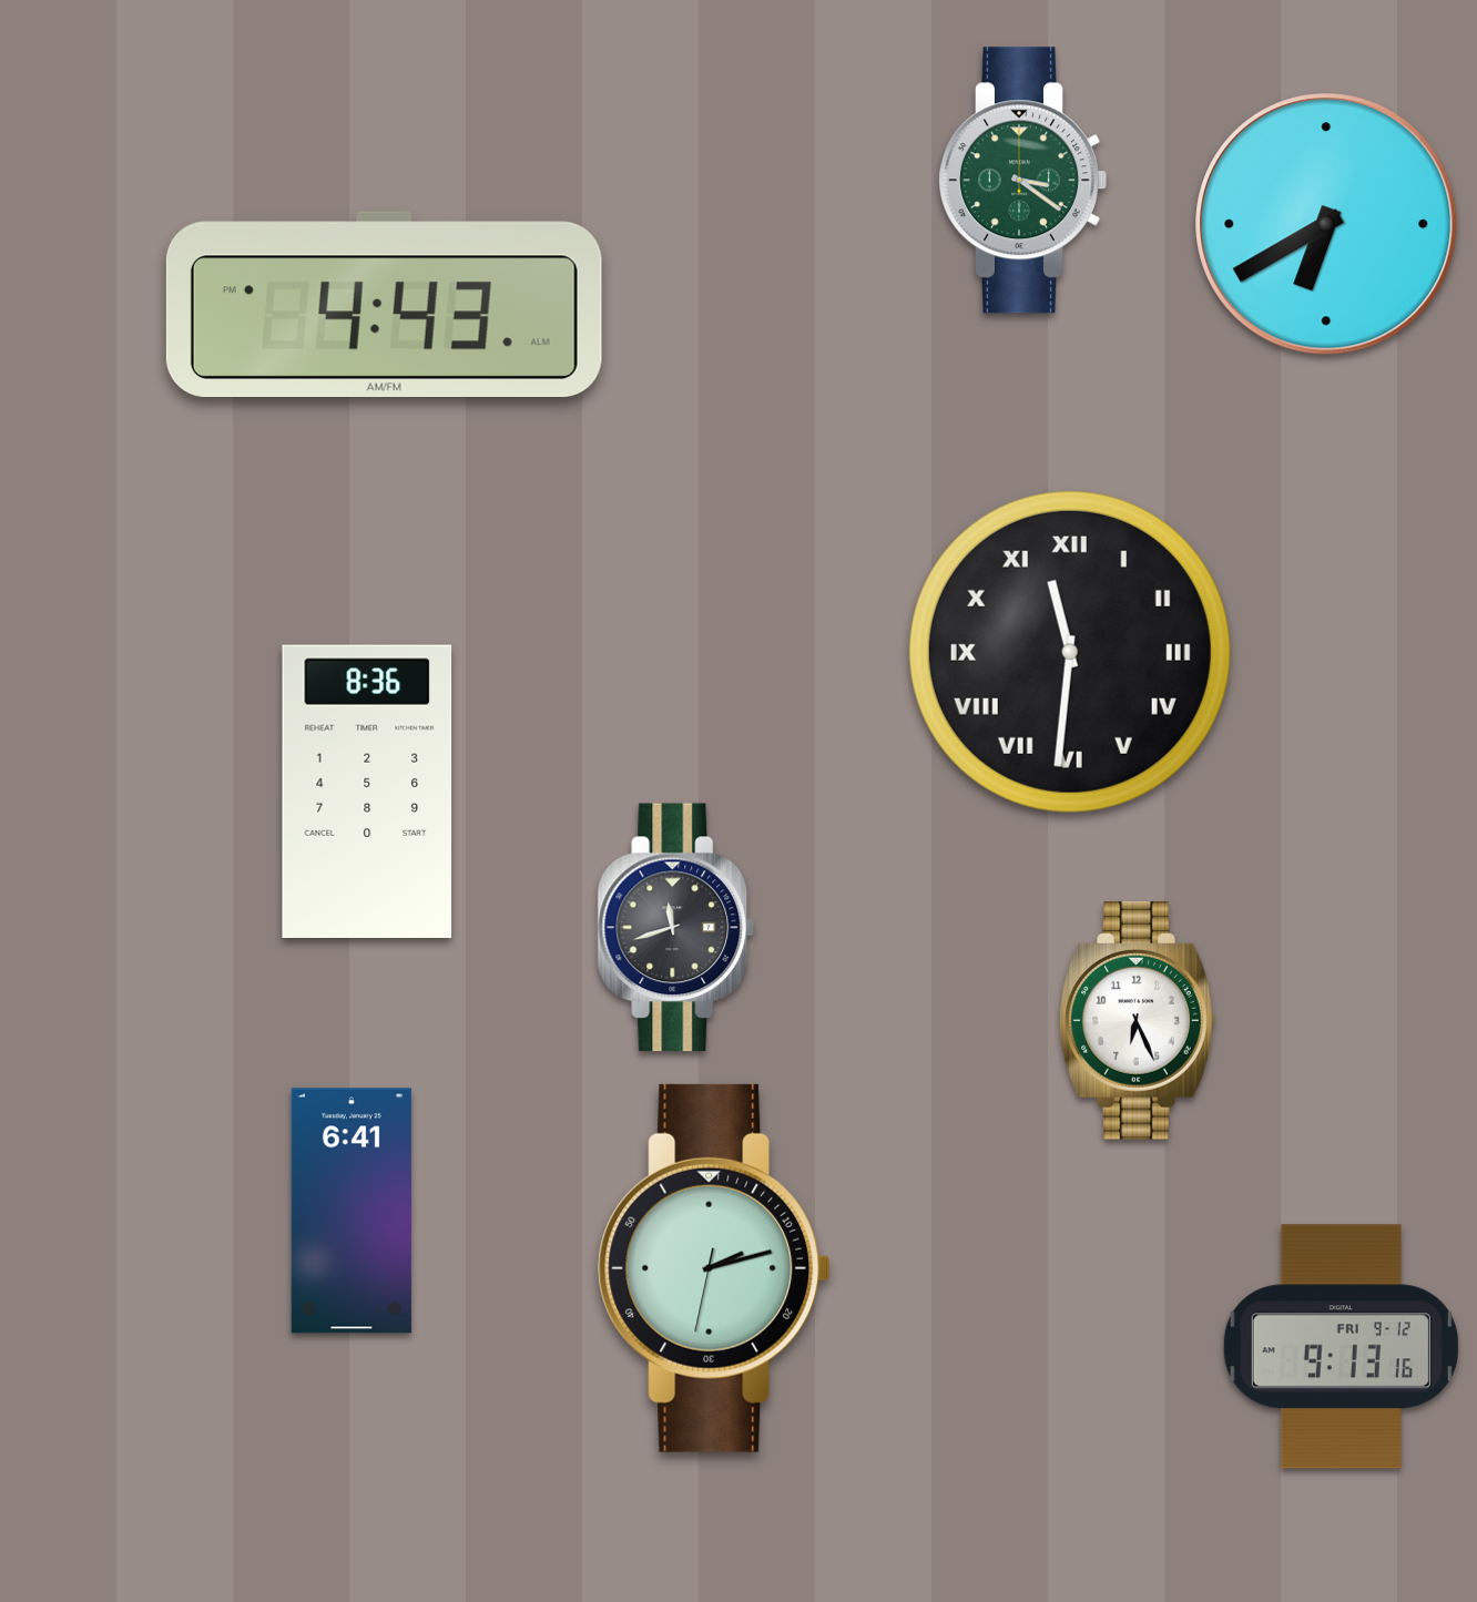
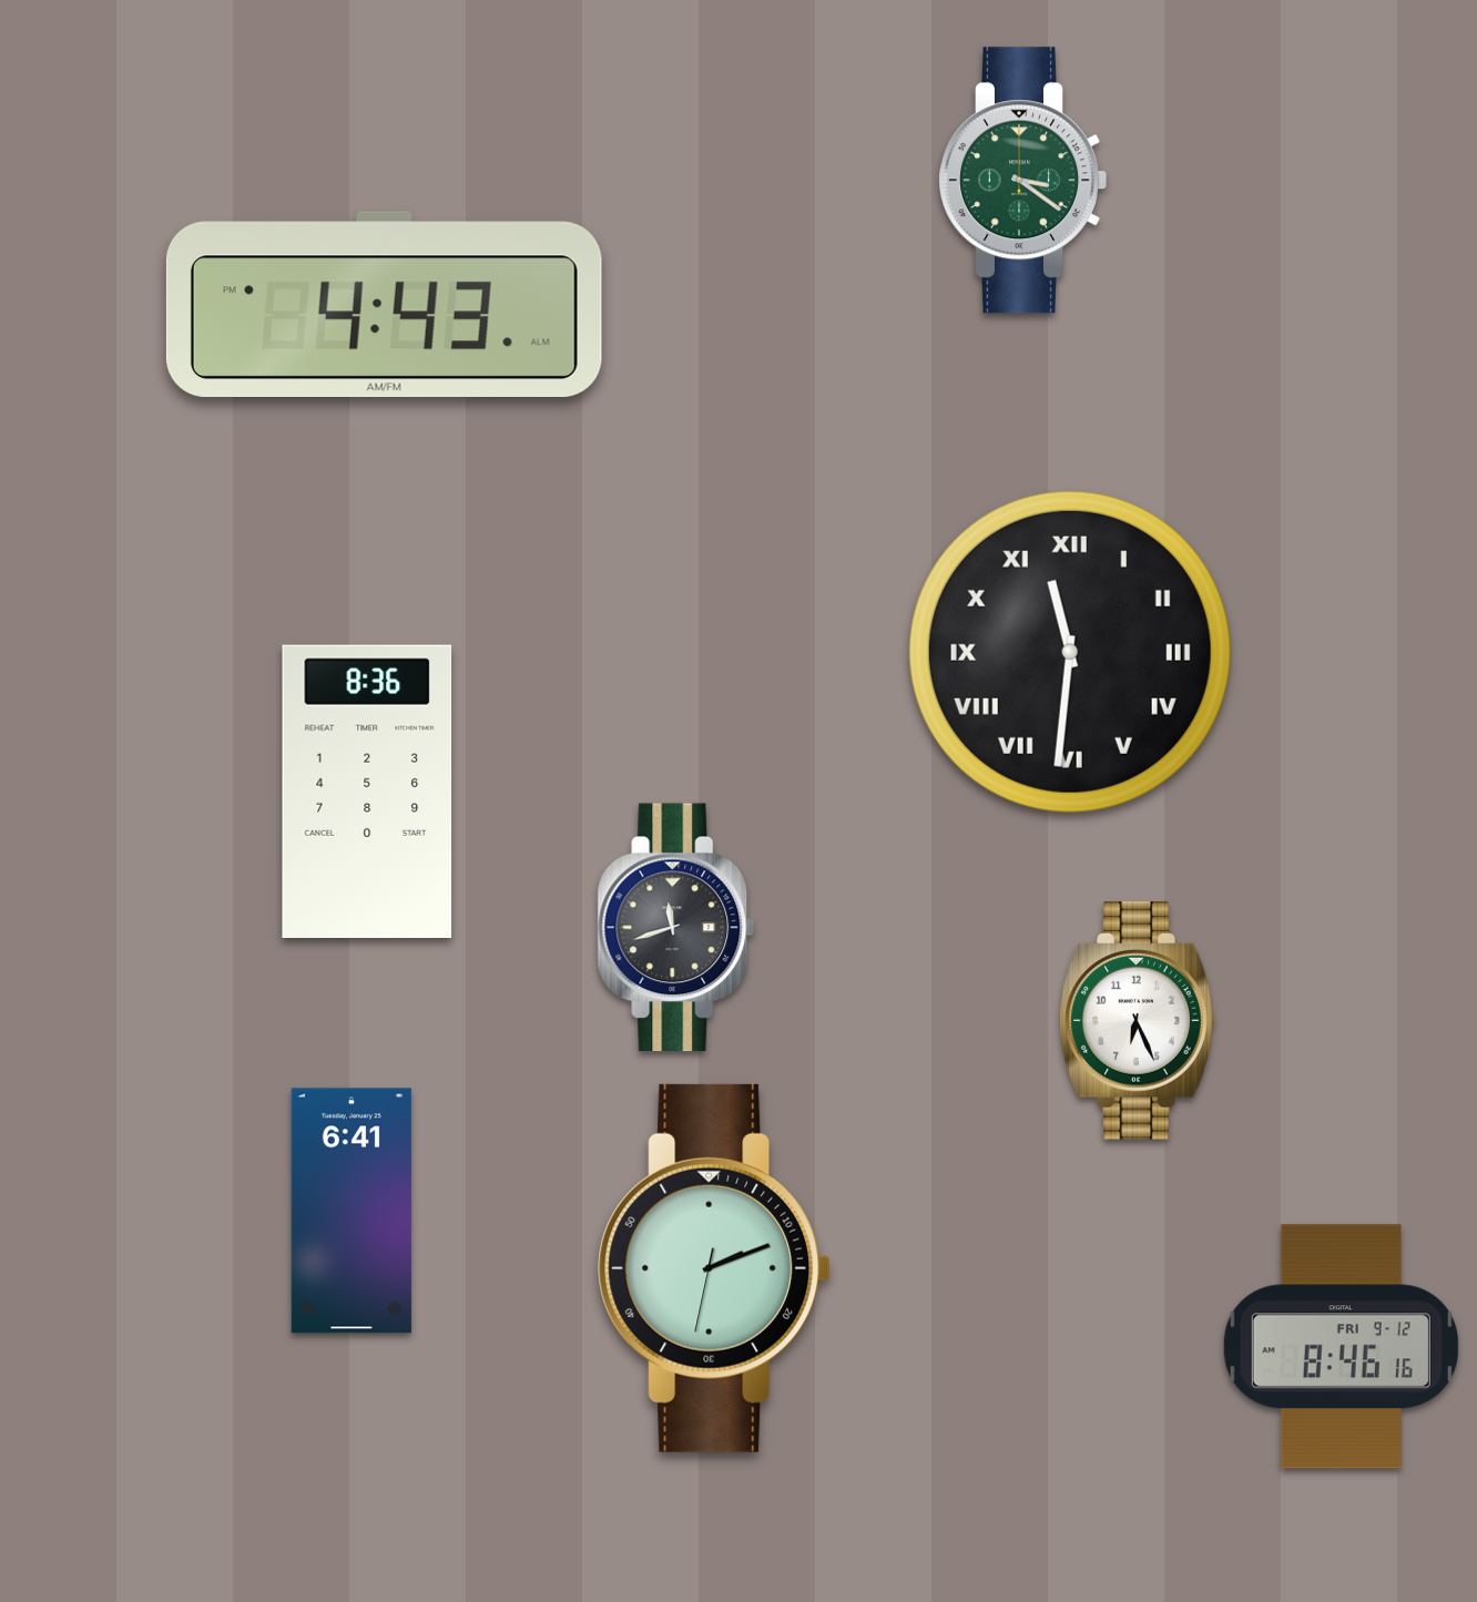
clock at (1326, 224): 6:40 -> none
clock at (714, 1268): 2:12 -> 2:11
clock at (1341, 1347): 9:13 -> 8:46
